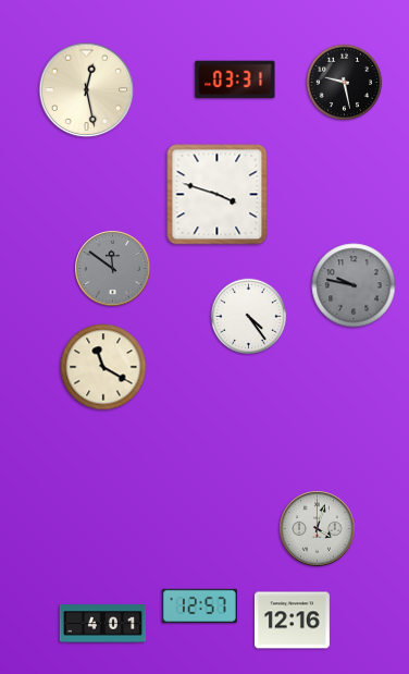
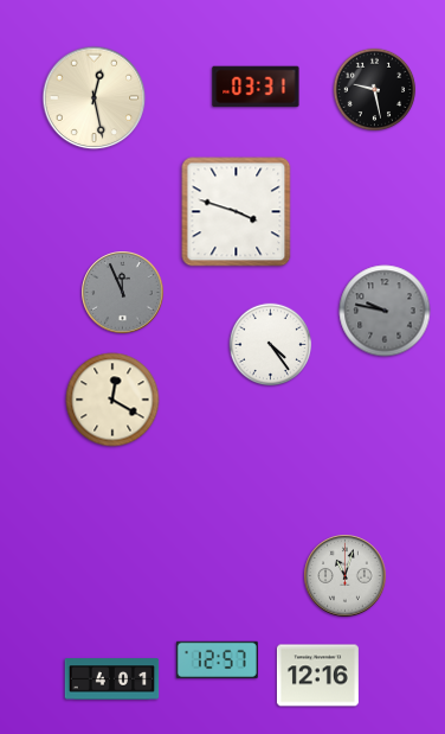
clock at (113, 269): 11:51 -> 11:56
clock at (103, 367): 11:20 -> 12:20
clock at (318, 529): 4:03 -> 11:03
